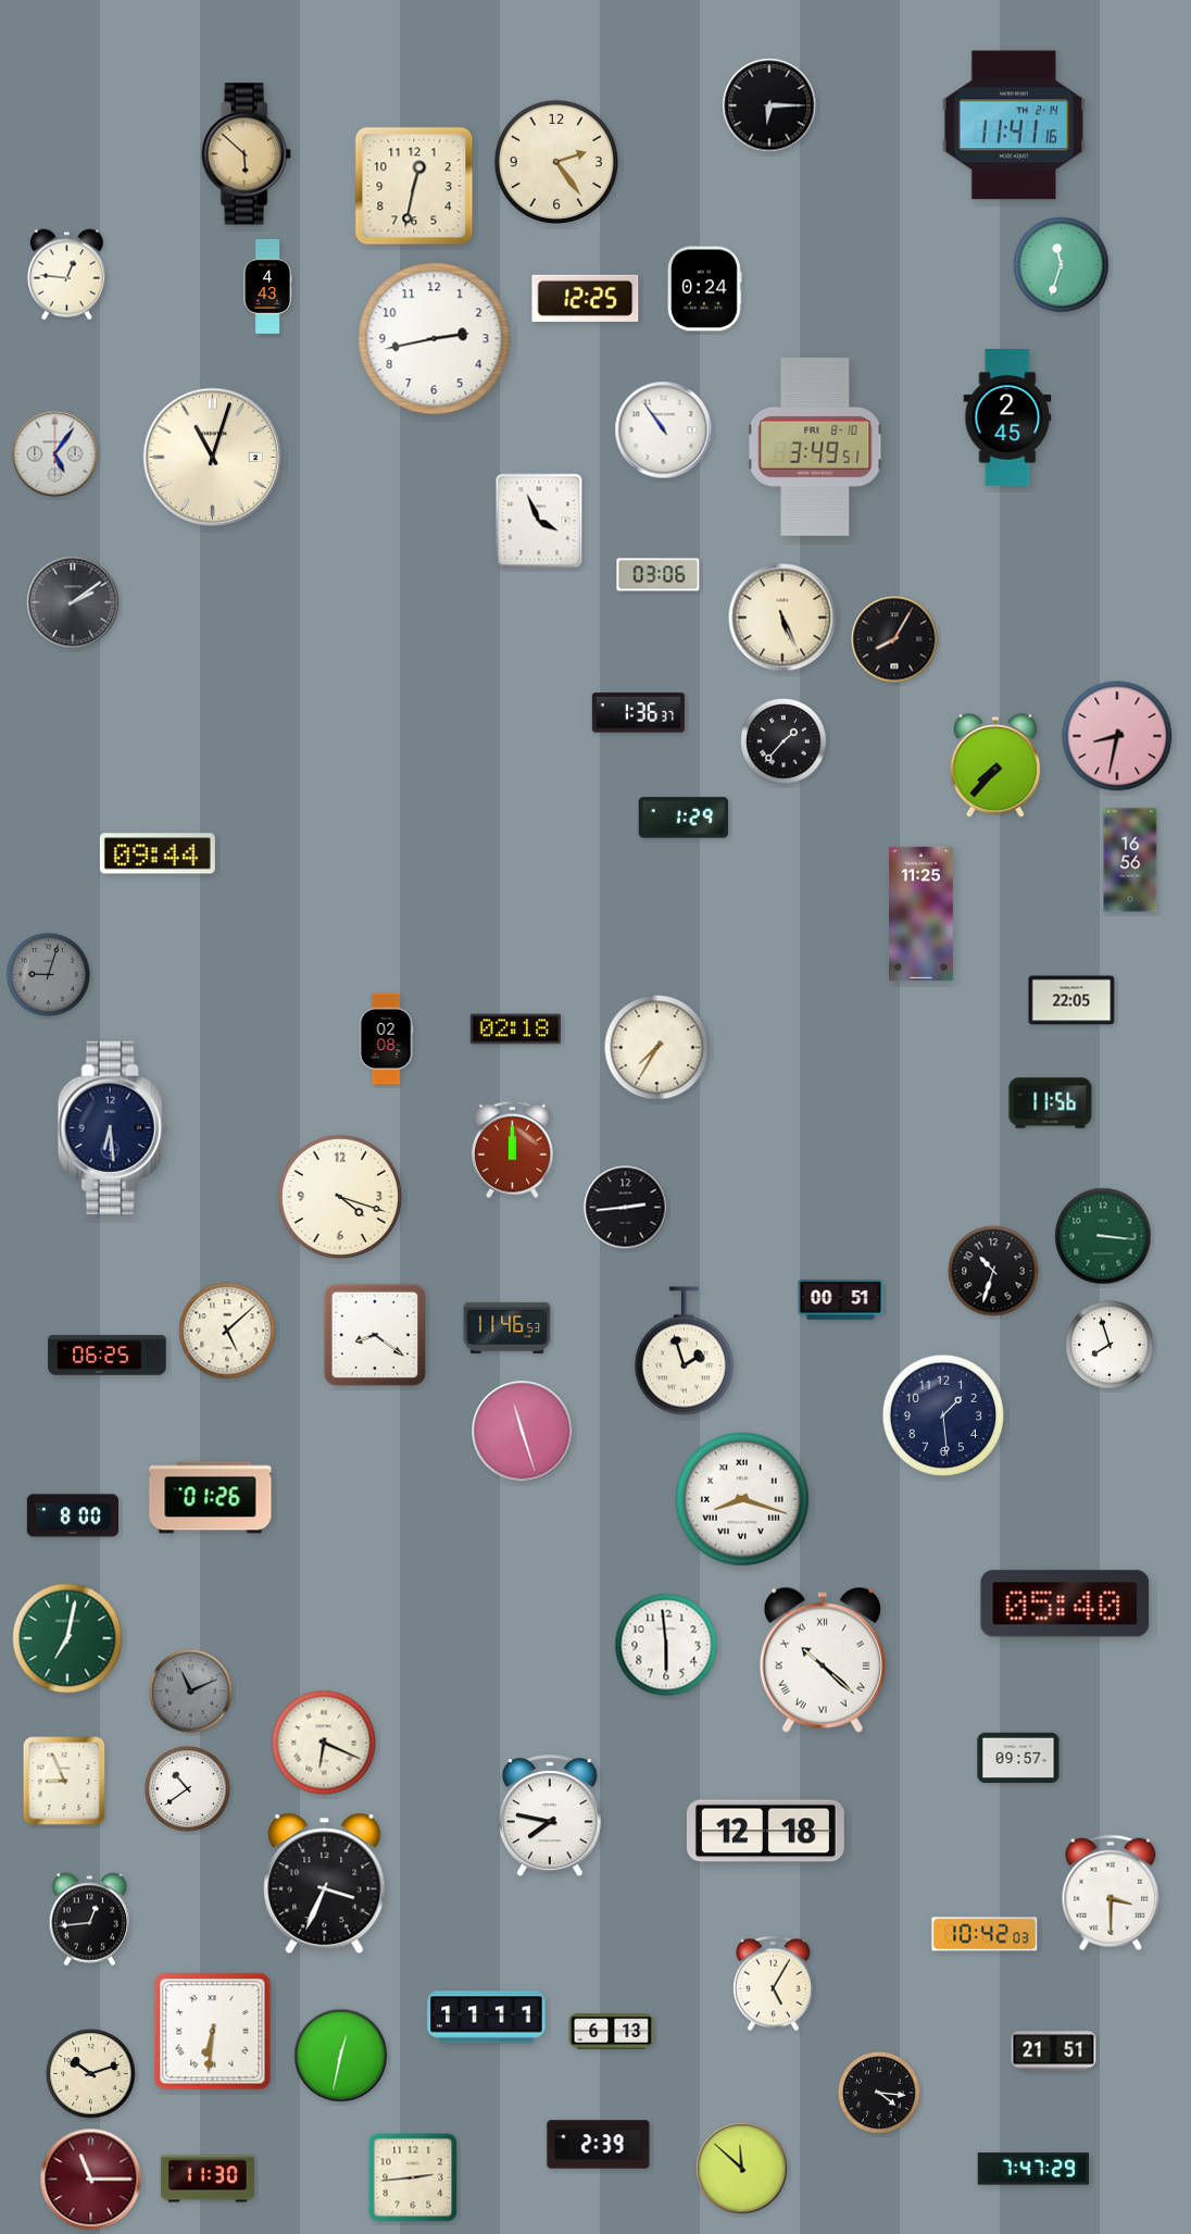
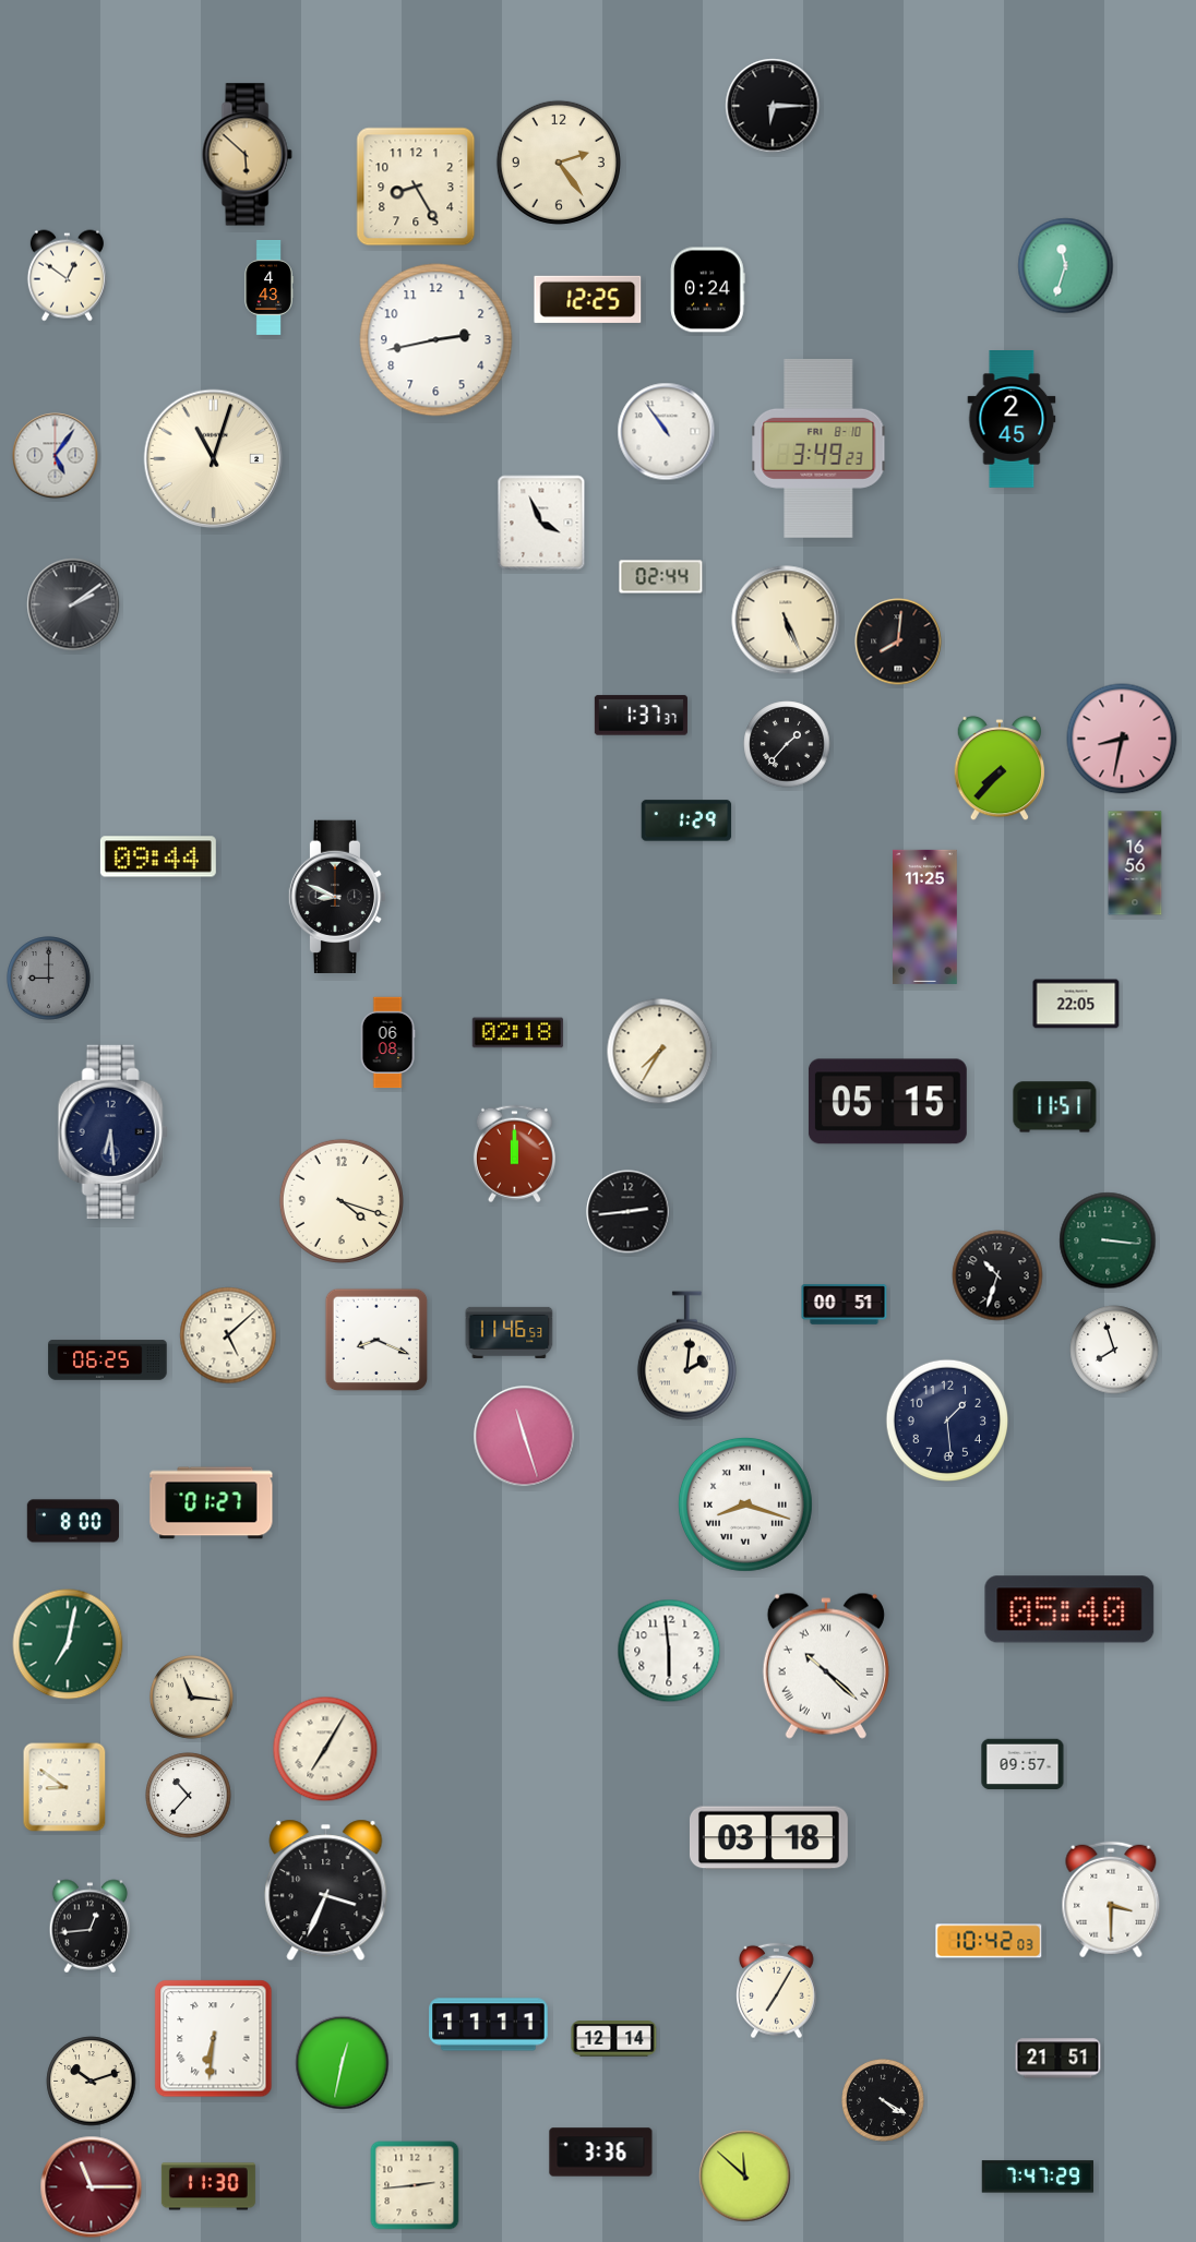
clock at (1014, 125): 11:41 -> none
clock at (414, 186): 12:32 -> 8:25
clock at (66, 275): 12:46 -> 12:51
clock at (815, 447): 3:49:51 -> 3:49:23
clock at (659, 575): 03:06 -> 02:44
clock at (894, 639): 8:05 -> 8:01
clock at (638, 713): 1:36 -> 1:37
clock at (337, 896): none -> 8:49
clock at (49, 975): 9:03 -> 9:00
clock at (386, 1039): 02:08 -> 06:08
clock at (887, 1102): none -> 05:15
clock at (1051, 1103): 11:56 -> 11:51
clock at (375, 1335): 8:21 -> 8:19
clock at (684, 1351): 1:57 -> 2:01
clock at (211, 1498): 01:26 -> 01:27
clock at (191, 1692): 11:11 -> 11:16
clock at (191, 1692) dial: grey -> cream
clock at (324, 1743): 6:19 -> 7:05
clock at (64, 1781): 8:56 -> 8:51
clock at (188, 1789): 10:39 -> 10:37
clock at (550, 1815): 7:47 -> none
clock at (765, 1832): 12:18 -> 03:18
clock at (1111, 1893) position: (1111, 1893) -> (1111, 1899)
clock at (774, 1984): 5:05 -> 7:05
clock at (612, 2032): 6:13 -> 12:14
clock at (879, 2093): 4:16 -> 4:20
clock at (599, 2145): 2:39 -> 3:36
